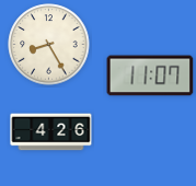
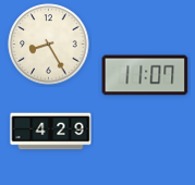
clock at (150, 75) position: (150, 75) -> (145, 75)
clock at (51, 132): 4:26 -> 4:29
